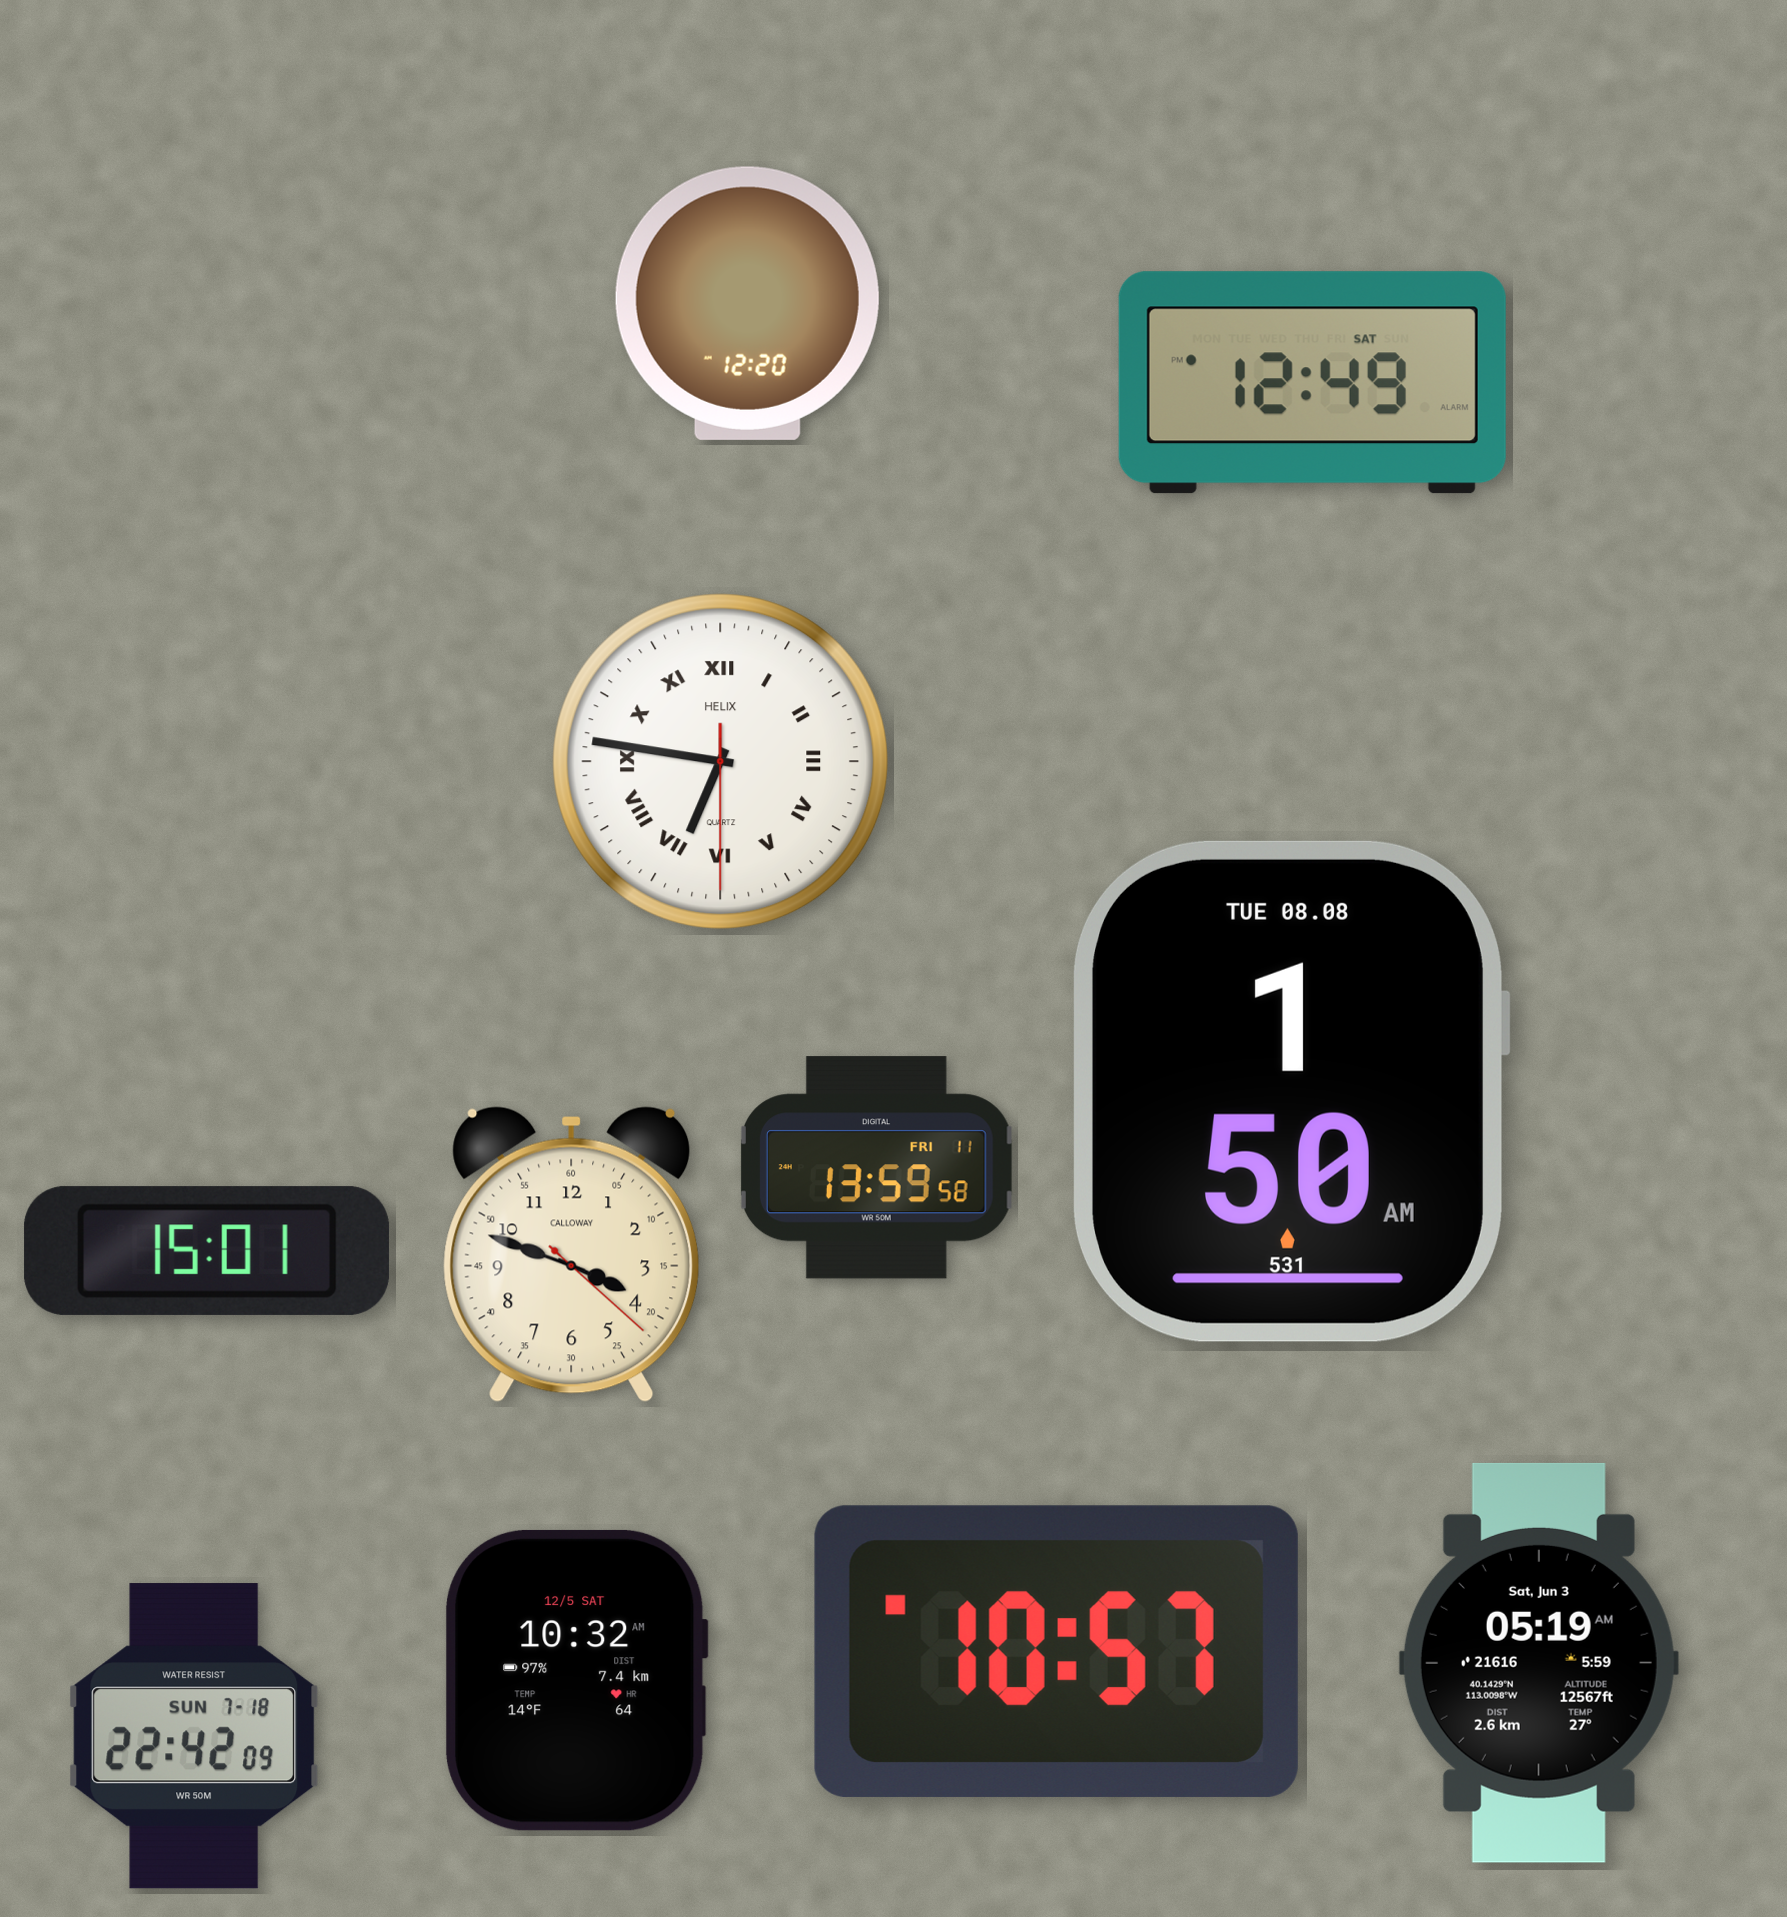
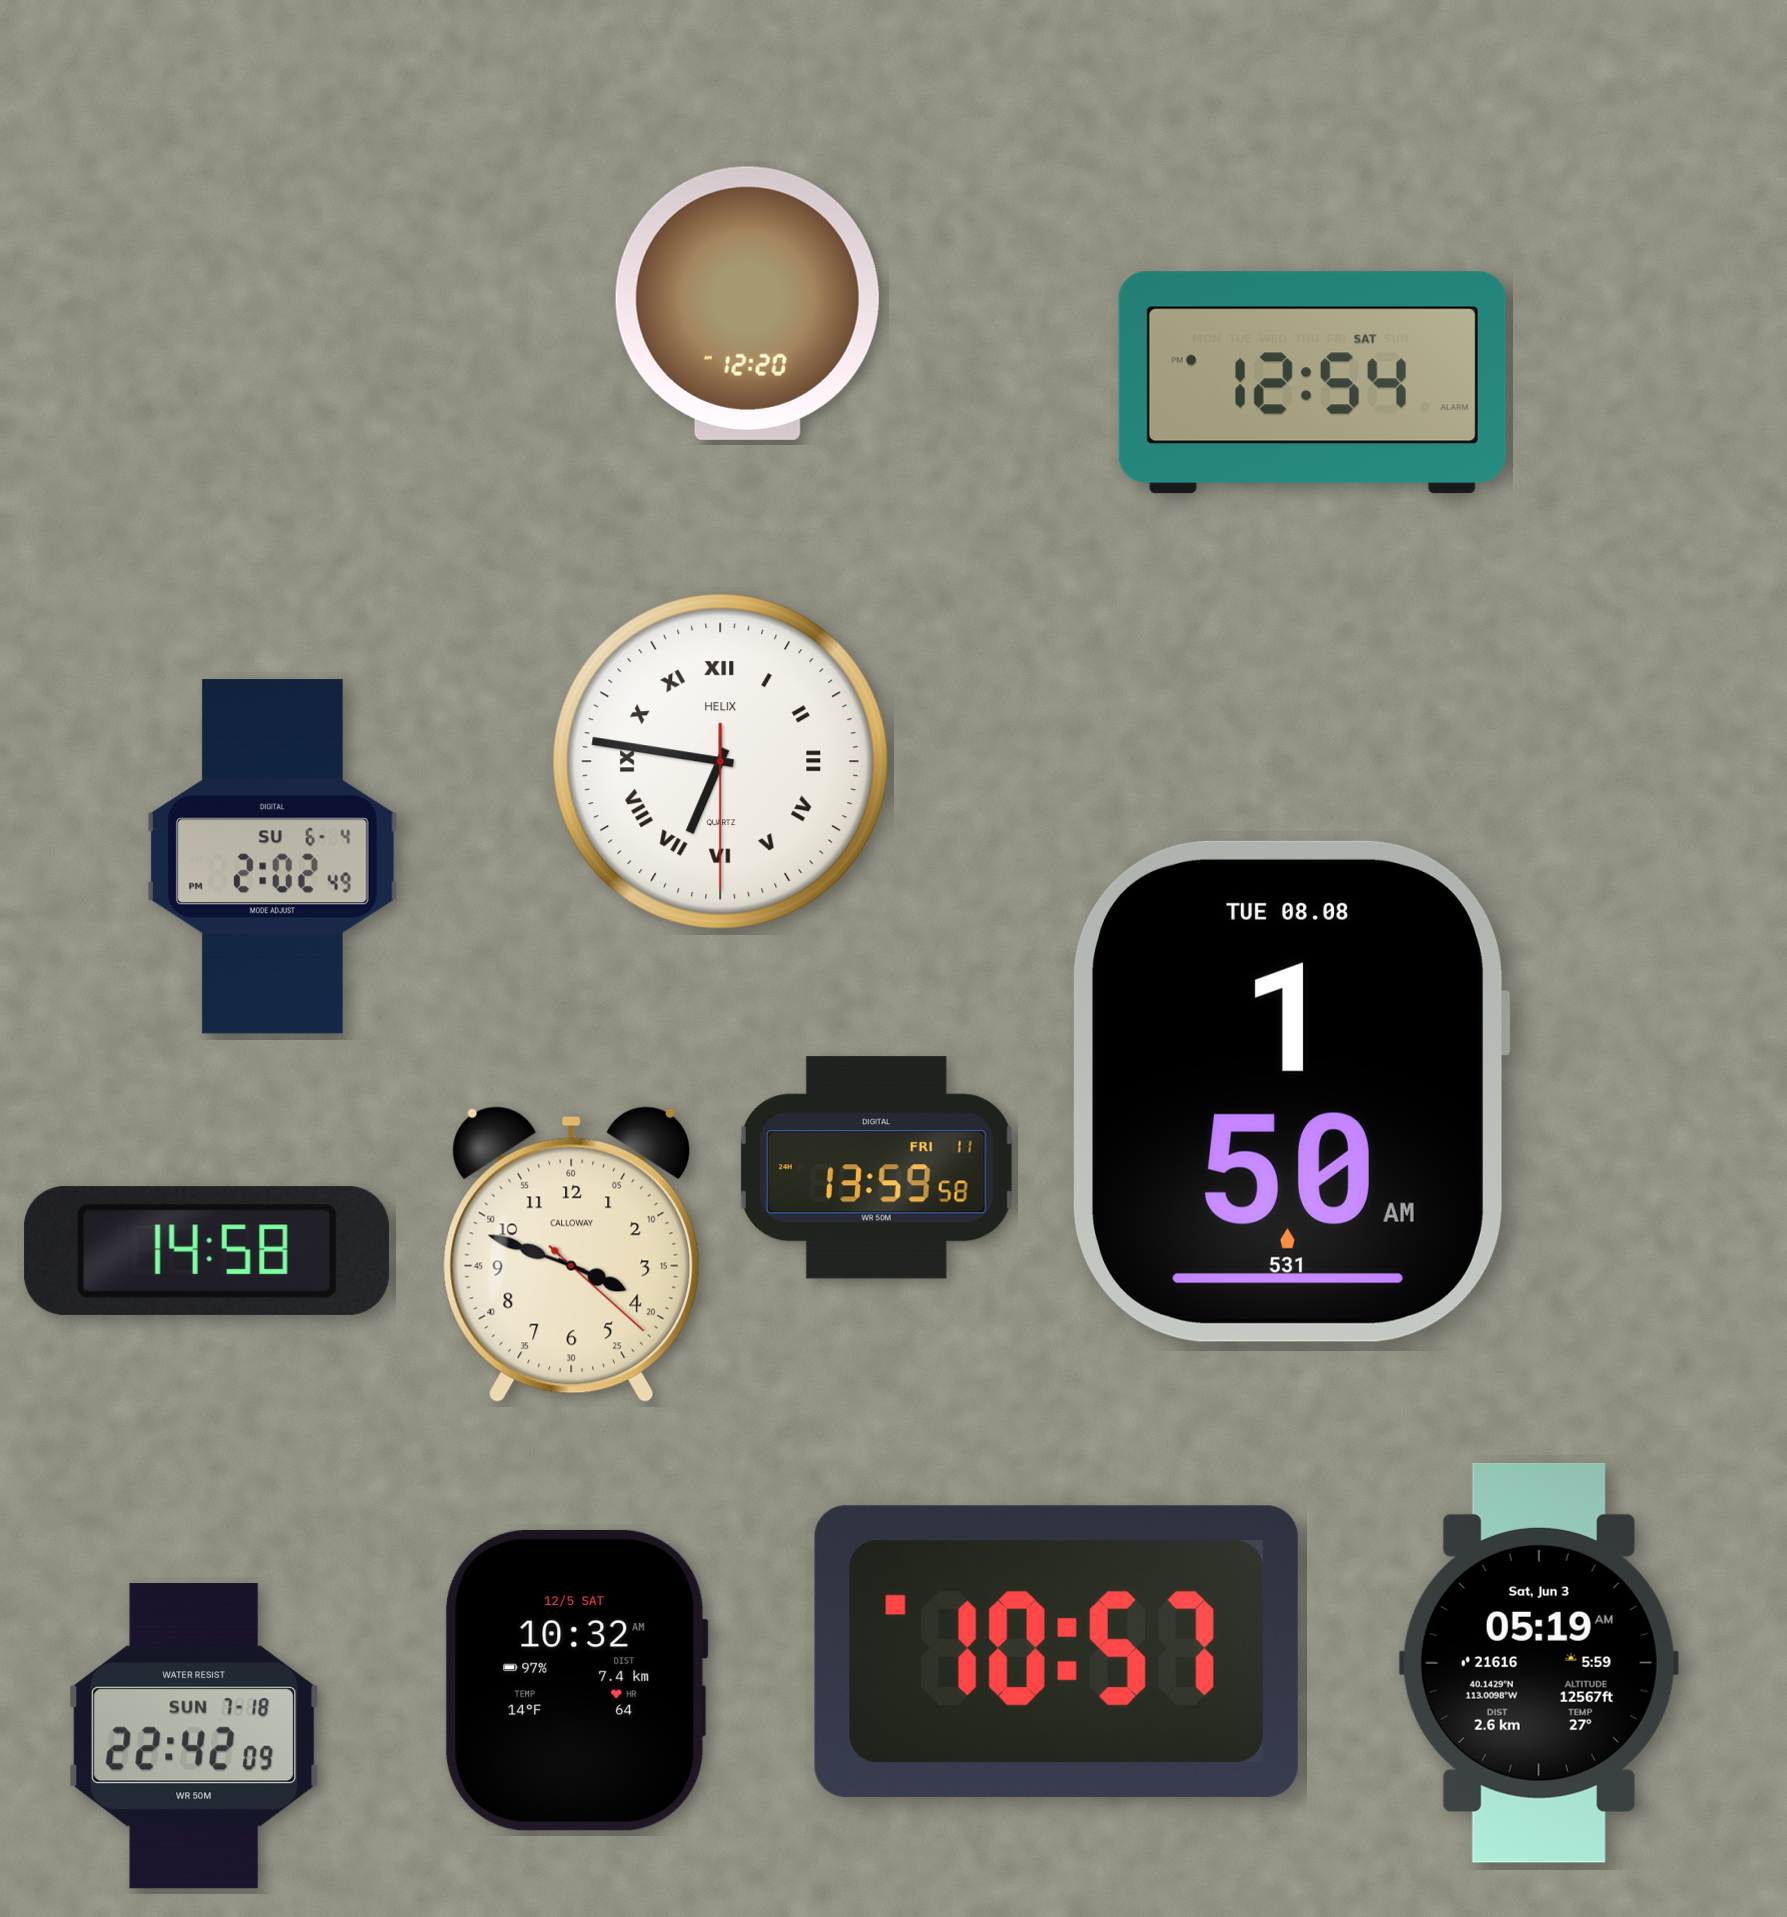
clock at (1312, 383): 12:49 -> 12:54
clock at (272, 857): none -> 2:02
clock at (207, 1251): 15:01 -> 14:58
